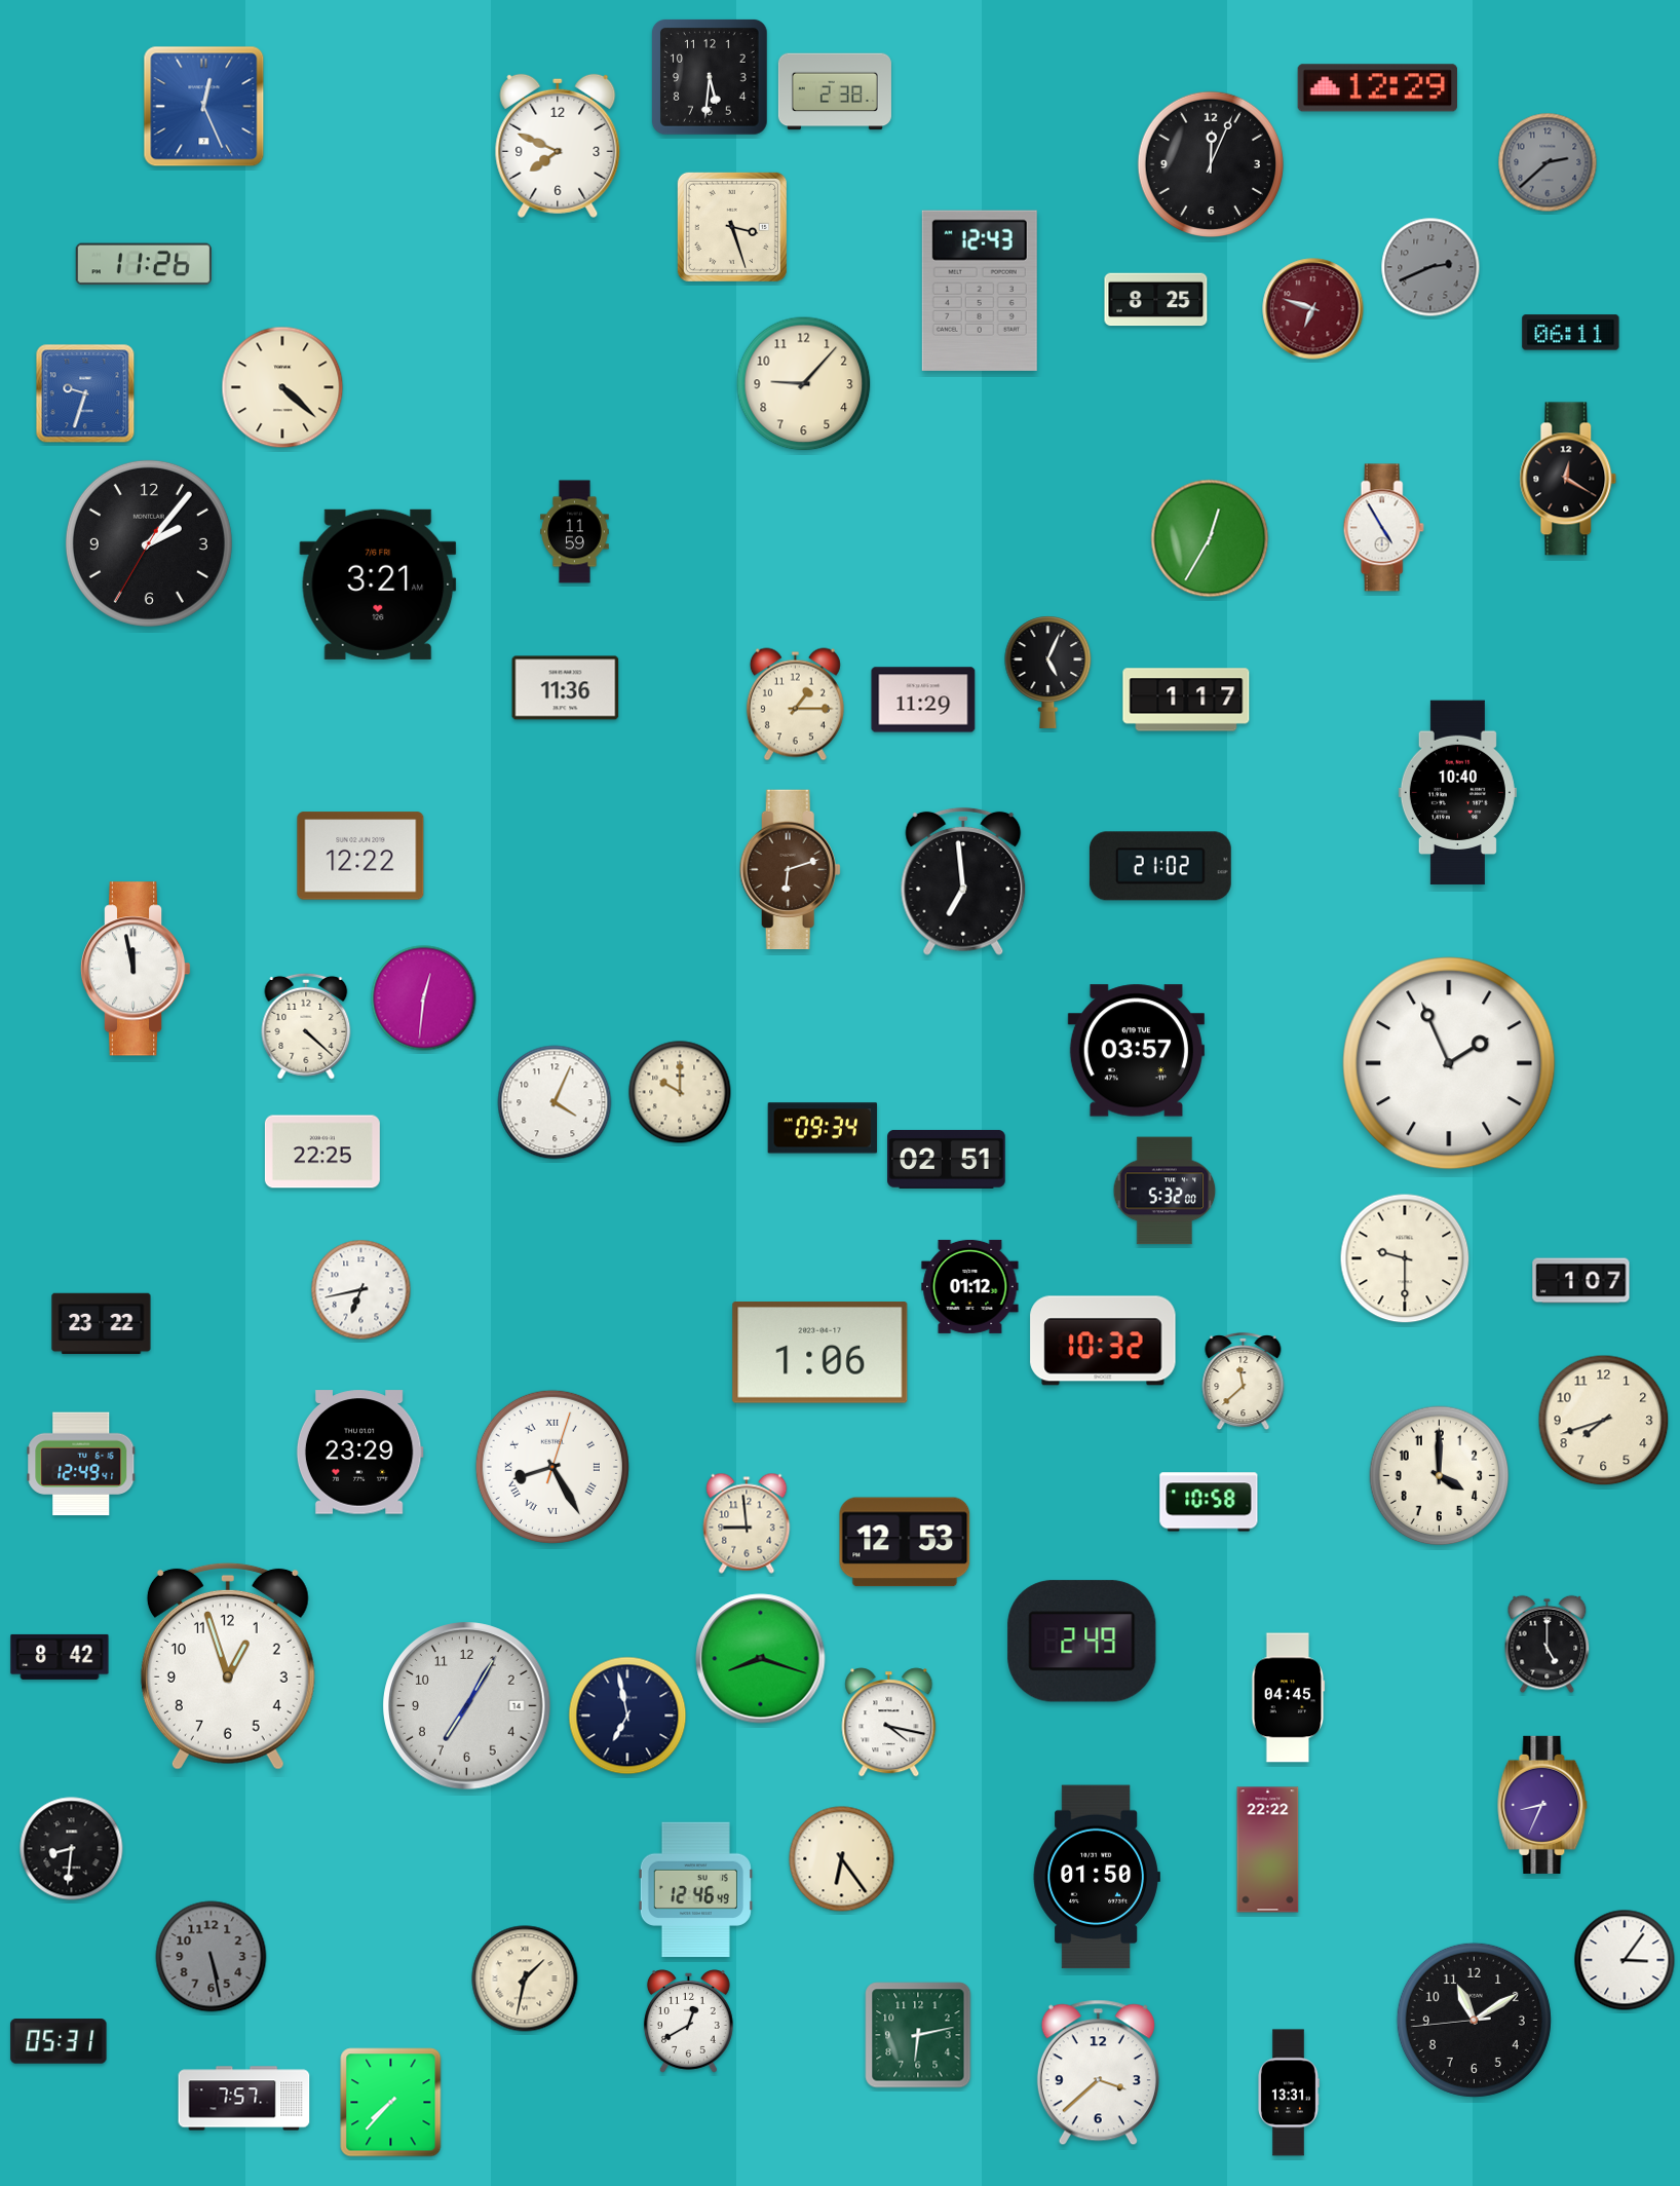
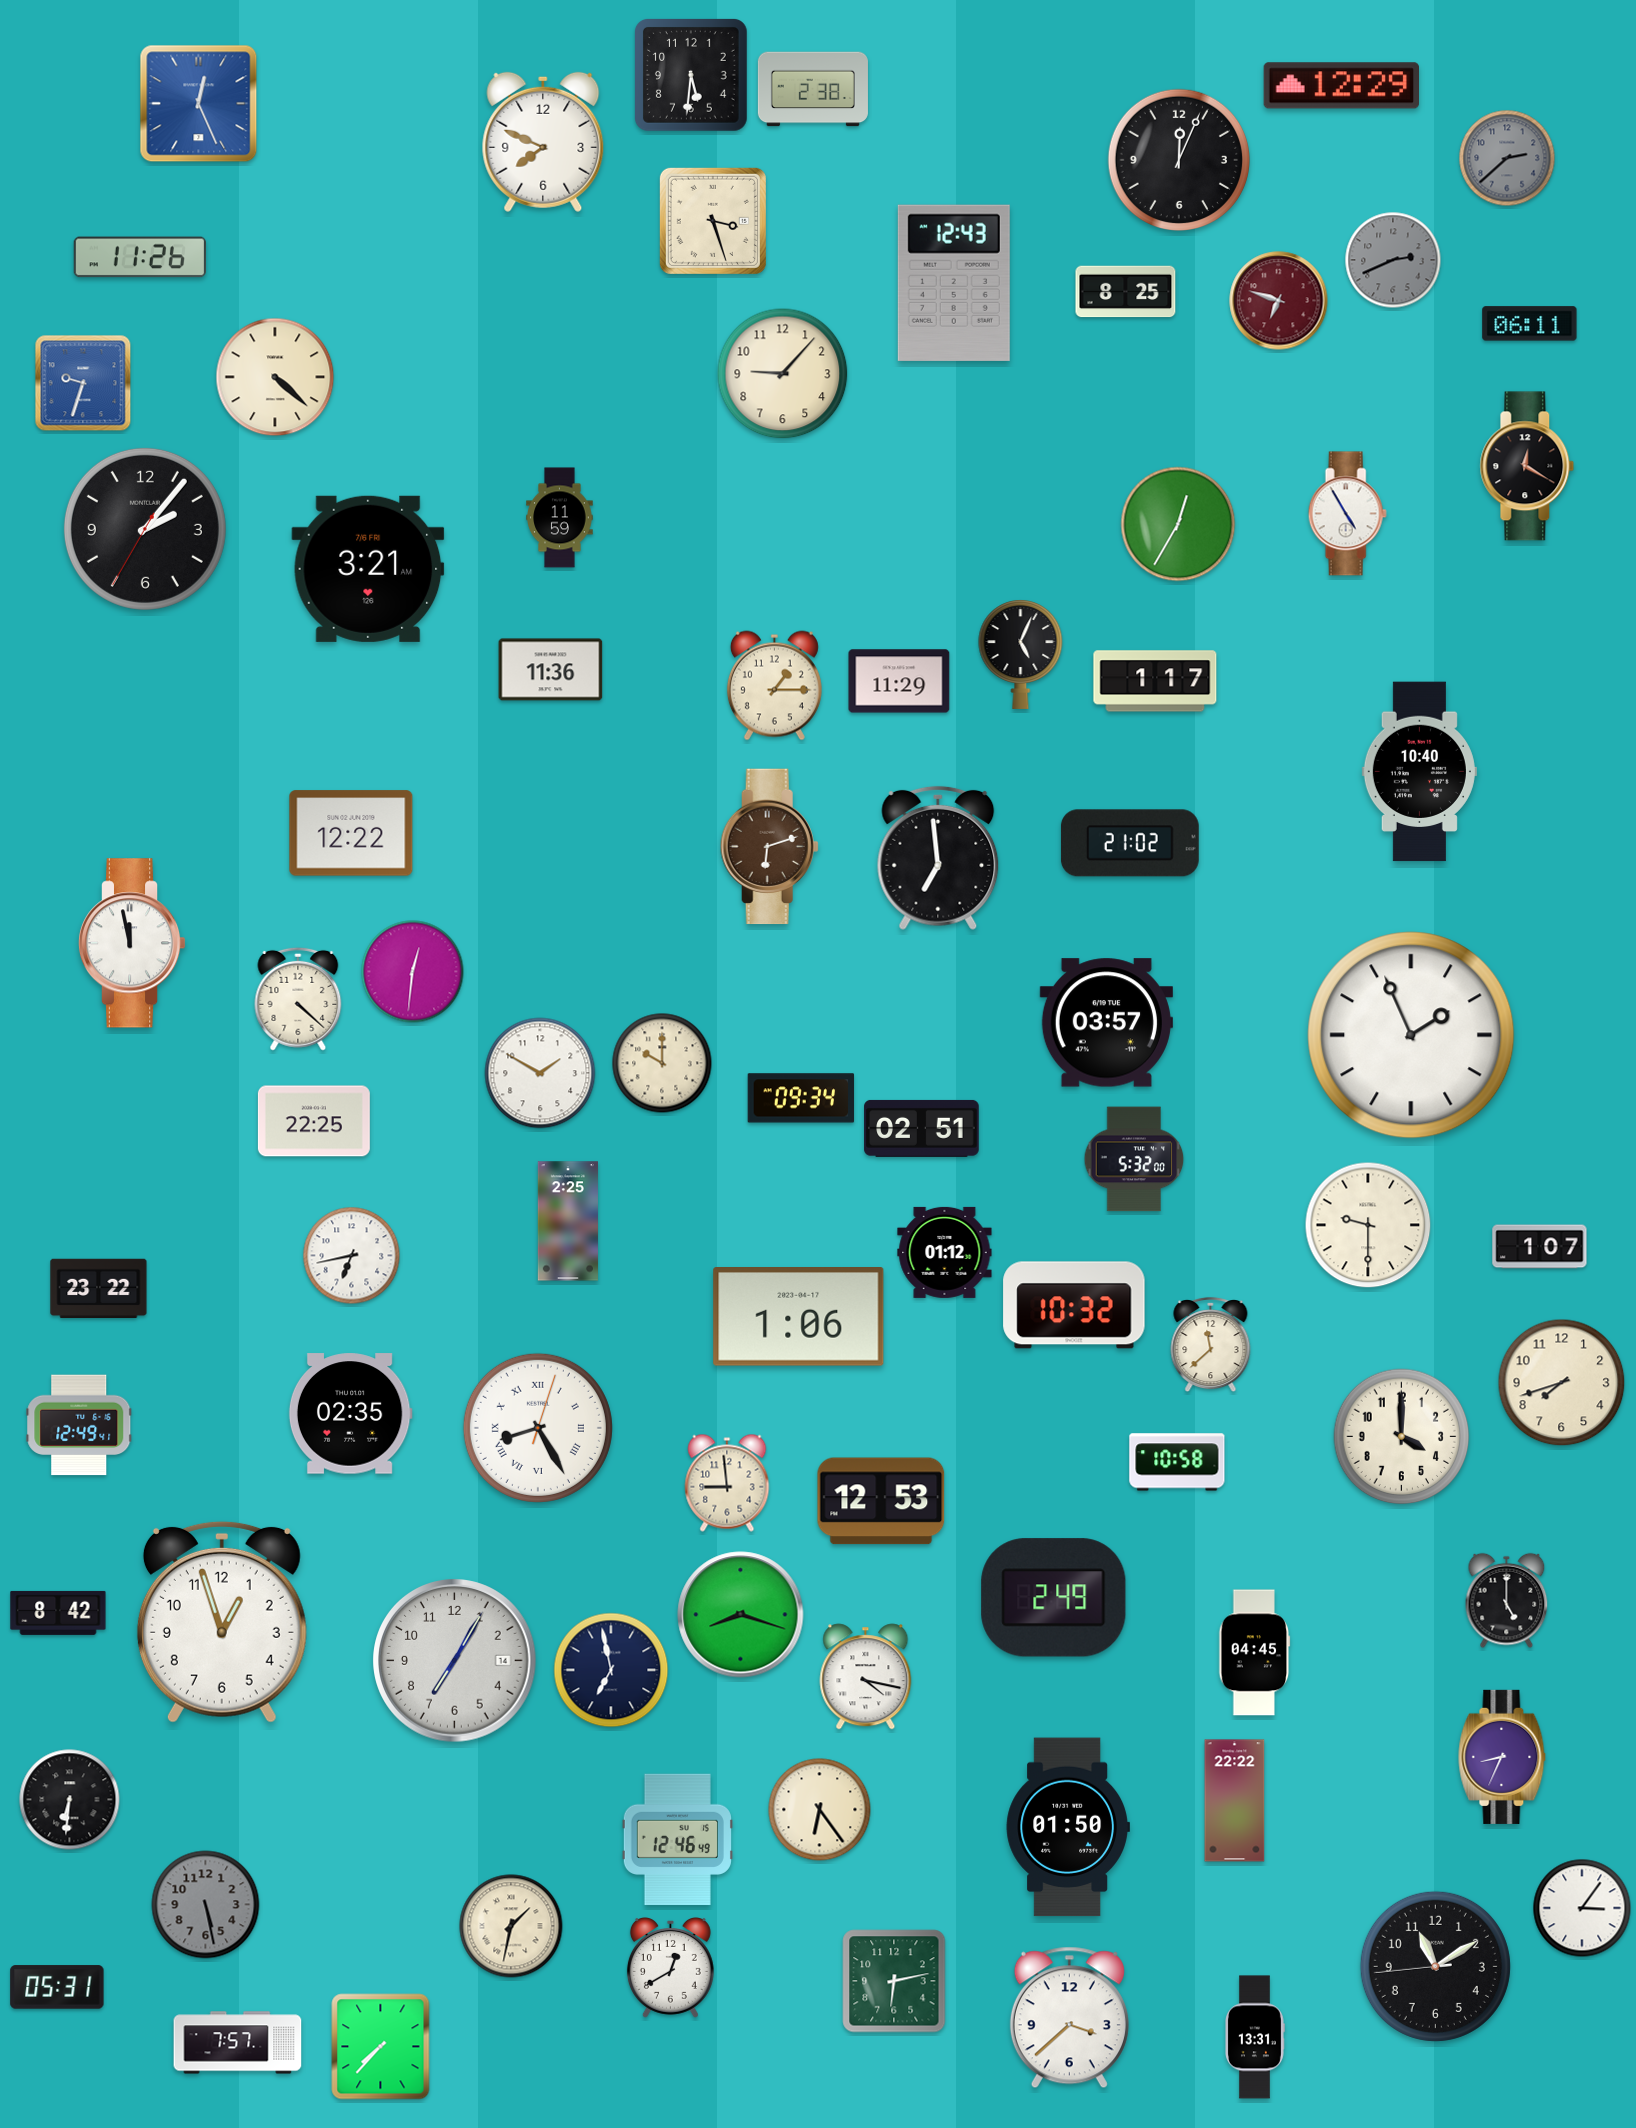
clock at (555, 1102): 4:04 -> 1:50
clock at (568, 1221): none -> 2:25
clock at (359, 1453): 23:29 -> 02:35
clock at (72, 1849): 8:31 -> 6:31
